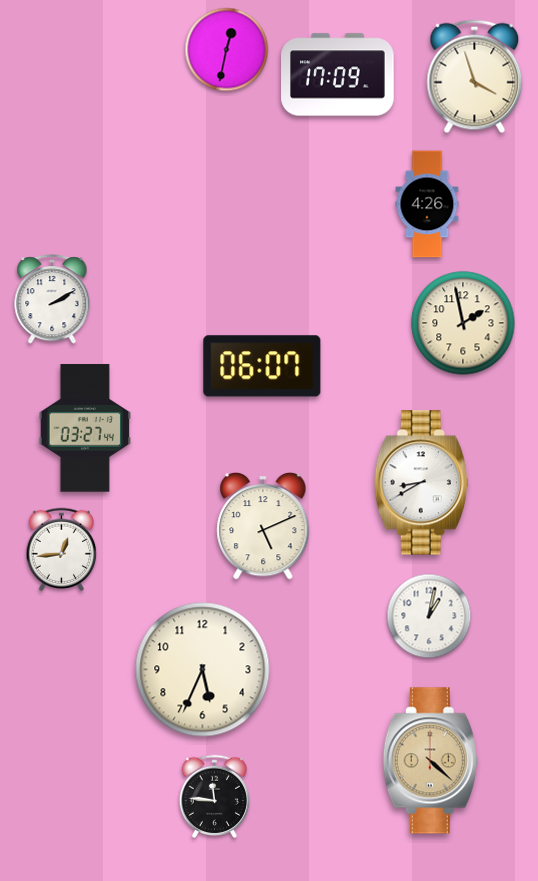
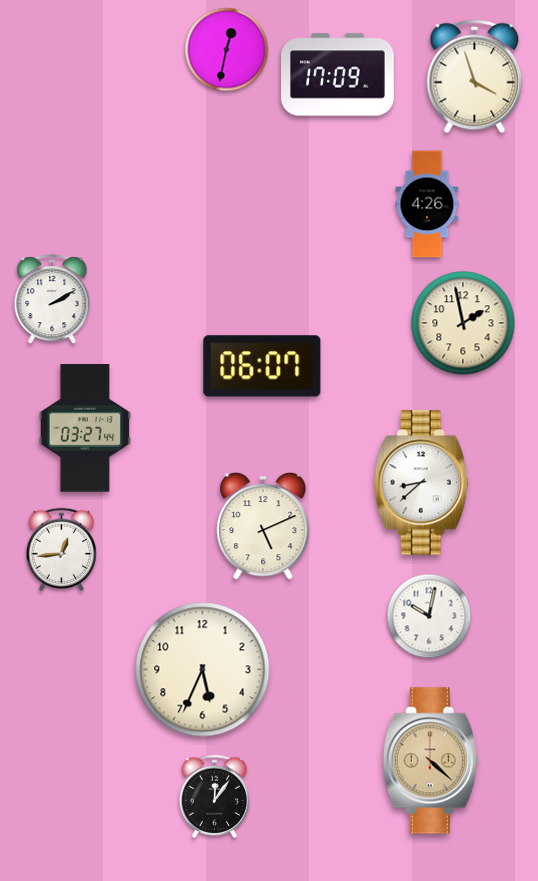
clock at (421, 483): 8:40 -> 8:38
clock at (429, 616): 1:02 -> 10:02
clock at (215, 796): 11:46 -> 12:06
